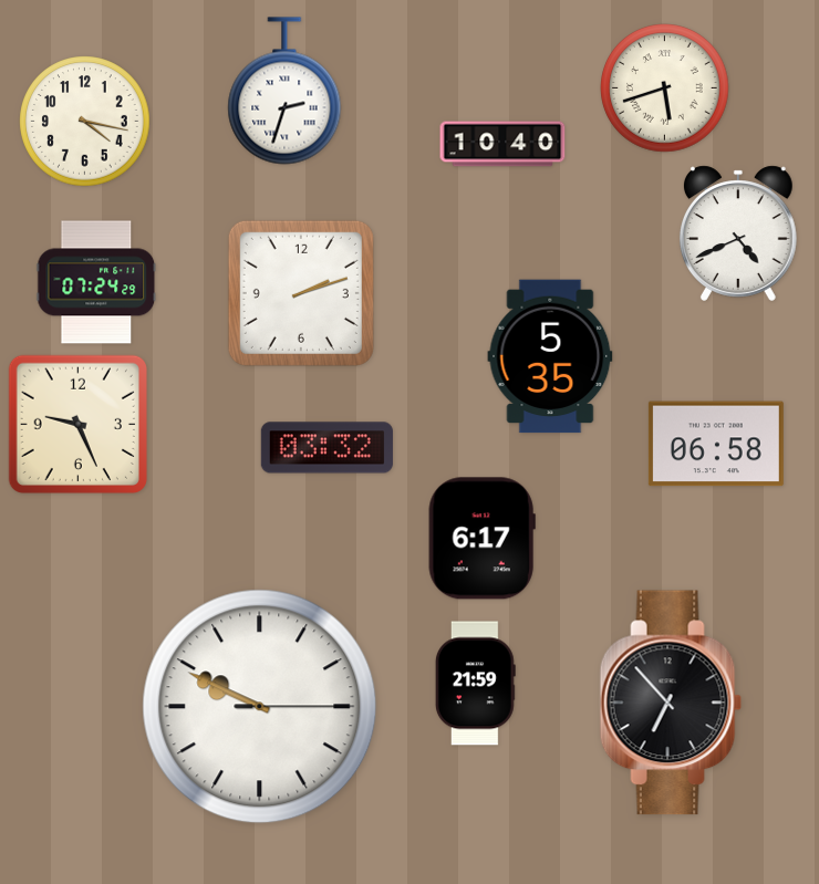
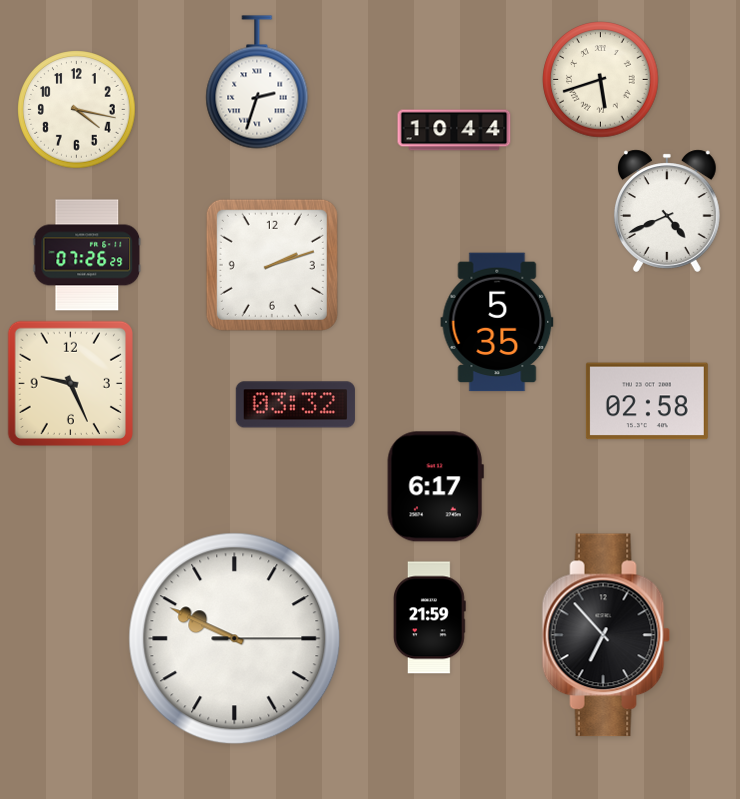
clock at (502, 144): 10:40 -> 10:44
clock at (96, 282): 07:24 -> 07:26
clock at (716, 444): 06:58 -> 02:58
